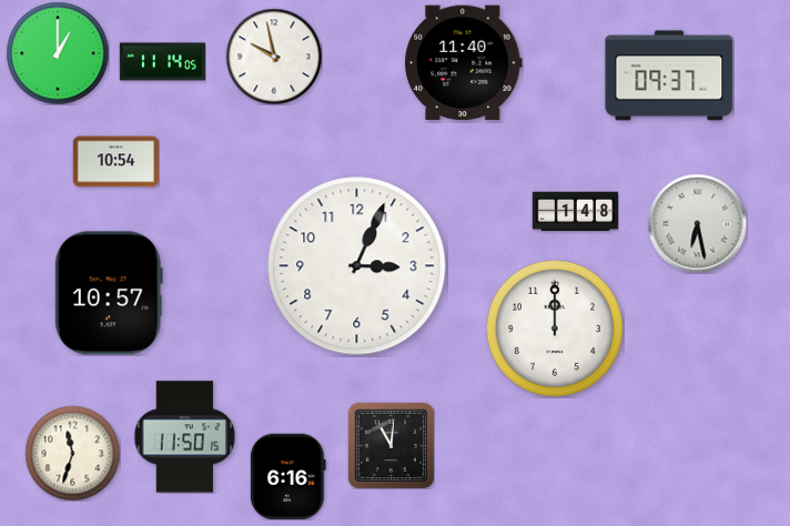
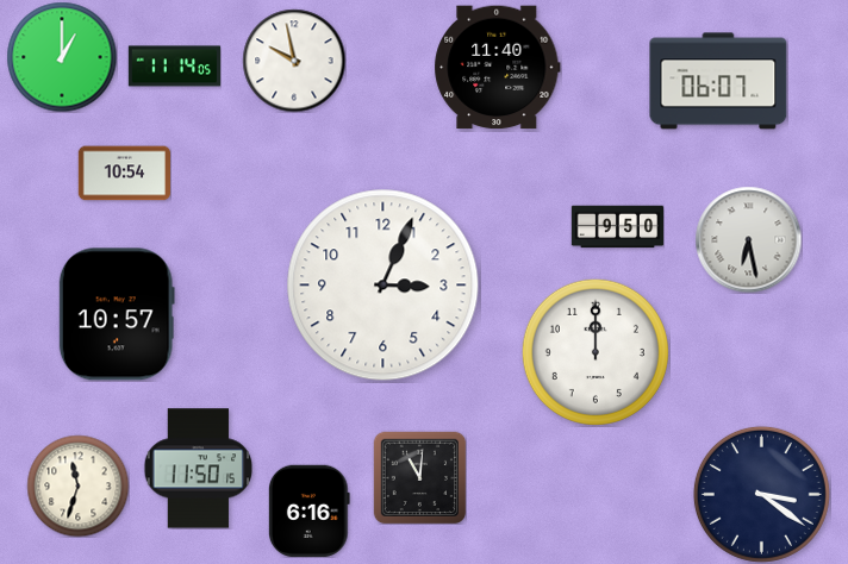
clock at (669, 75): 09:37 -> 06:07
clock at (575, 212): 1:48 -> 9:50
clock at (761, 494): none -> 3:21
